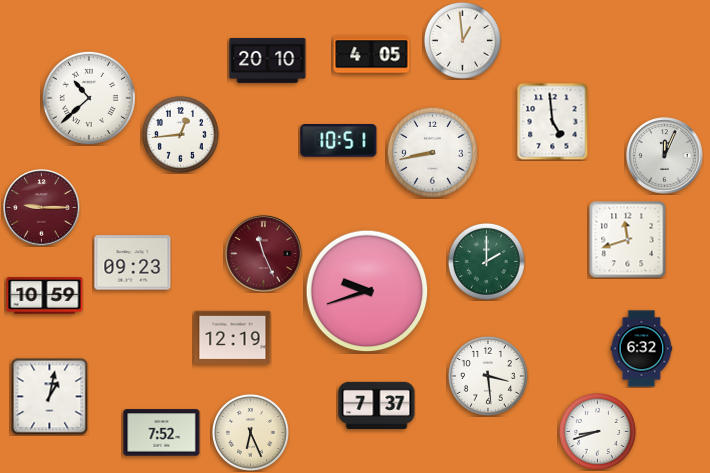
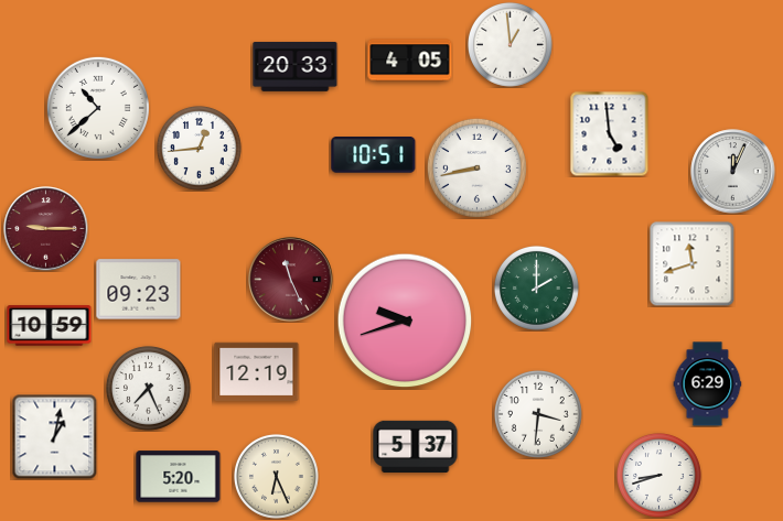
clock at (268, 60): 20:10 -> 20:33
clock at (133, 263) position: (133, 263) -> (139, 290)
clock at (642, 349): 6:32 -> 6:29
clock at (148, 388): none -> 7:26
clock at (488, 376): 3:29 -> 3:31
clock at (377, 405): 7:37 -> 5:37
clock at (162, 433): 7:52 -> 5:20
